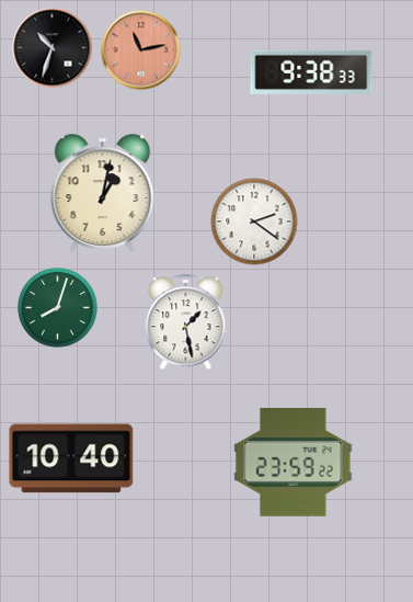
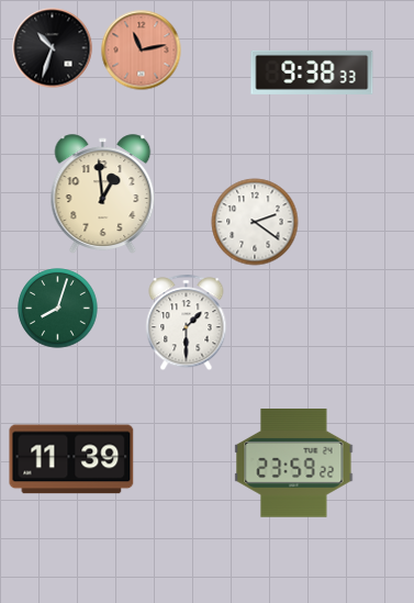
clock at (103, 194): 1:02 -> 12:59
clock at (186, 322): 1:28 -> 1:30
clock at (71, 458): 10:40 -> 11:39
